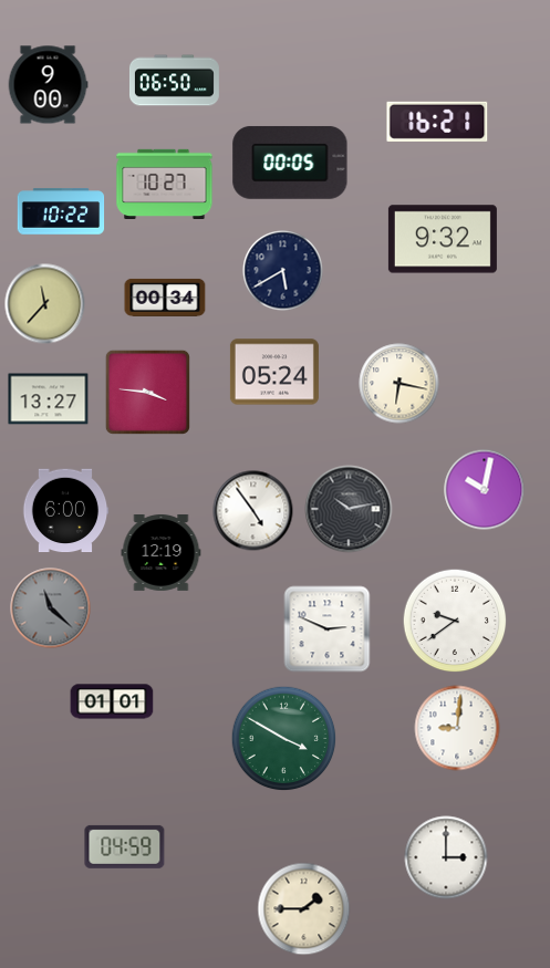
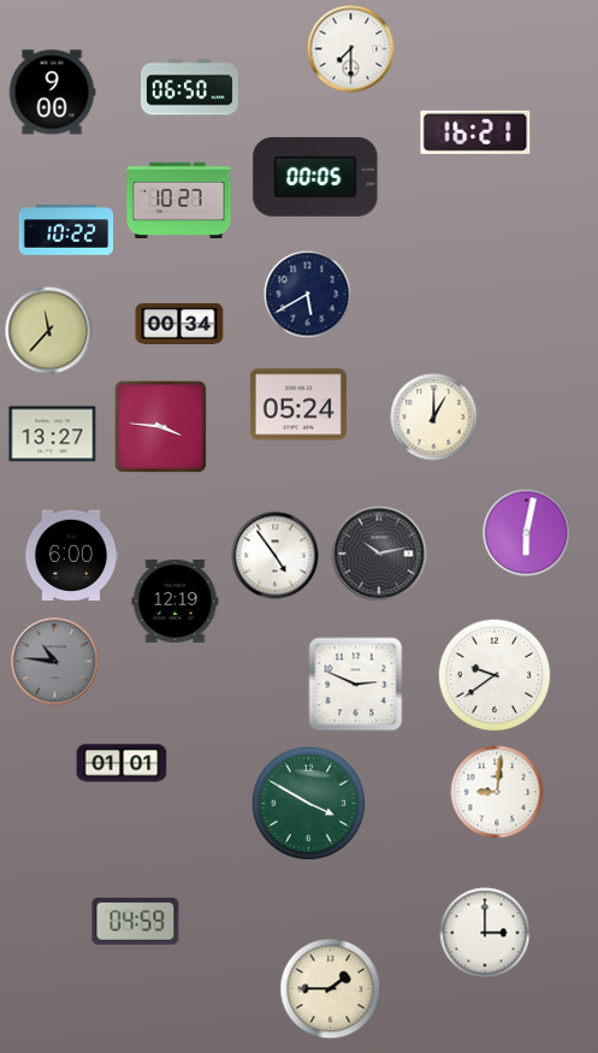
clock at (351, 49): none -> 7:30
clock at (443, 239): 9:32 -> none
clock at (399, 384): 6:17 -> 1:00
clock at (485, 490): 10:02 -> 6:02
clock at (51, 608): 11:22 -> 10:46
